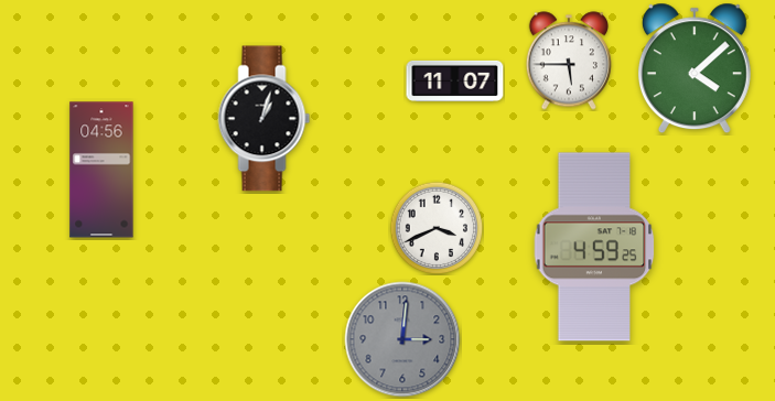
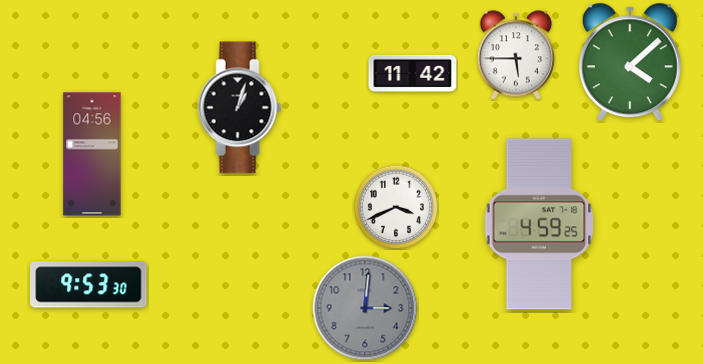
clock at (455, 80): 11:07 -> 11:42
clock at (89, 285): none -> 9:53
